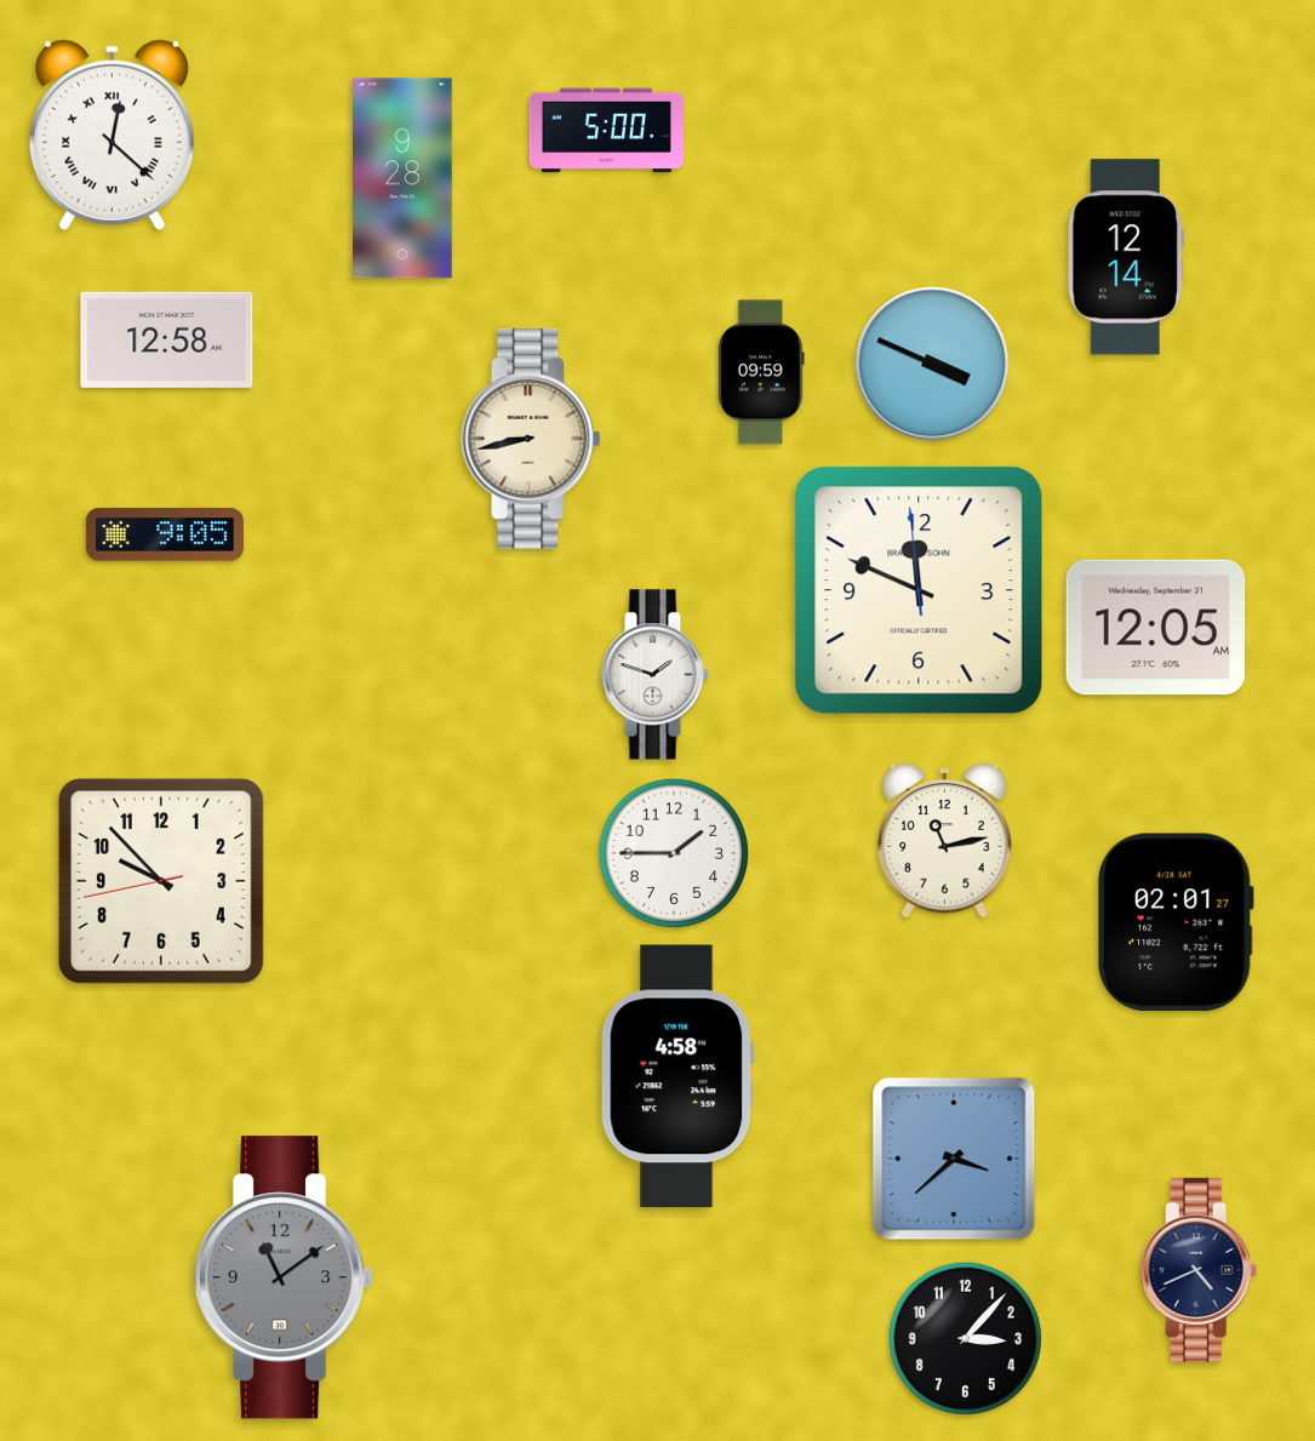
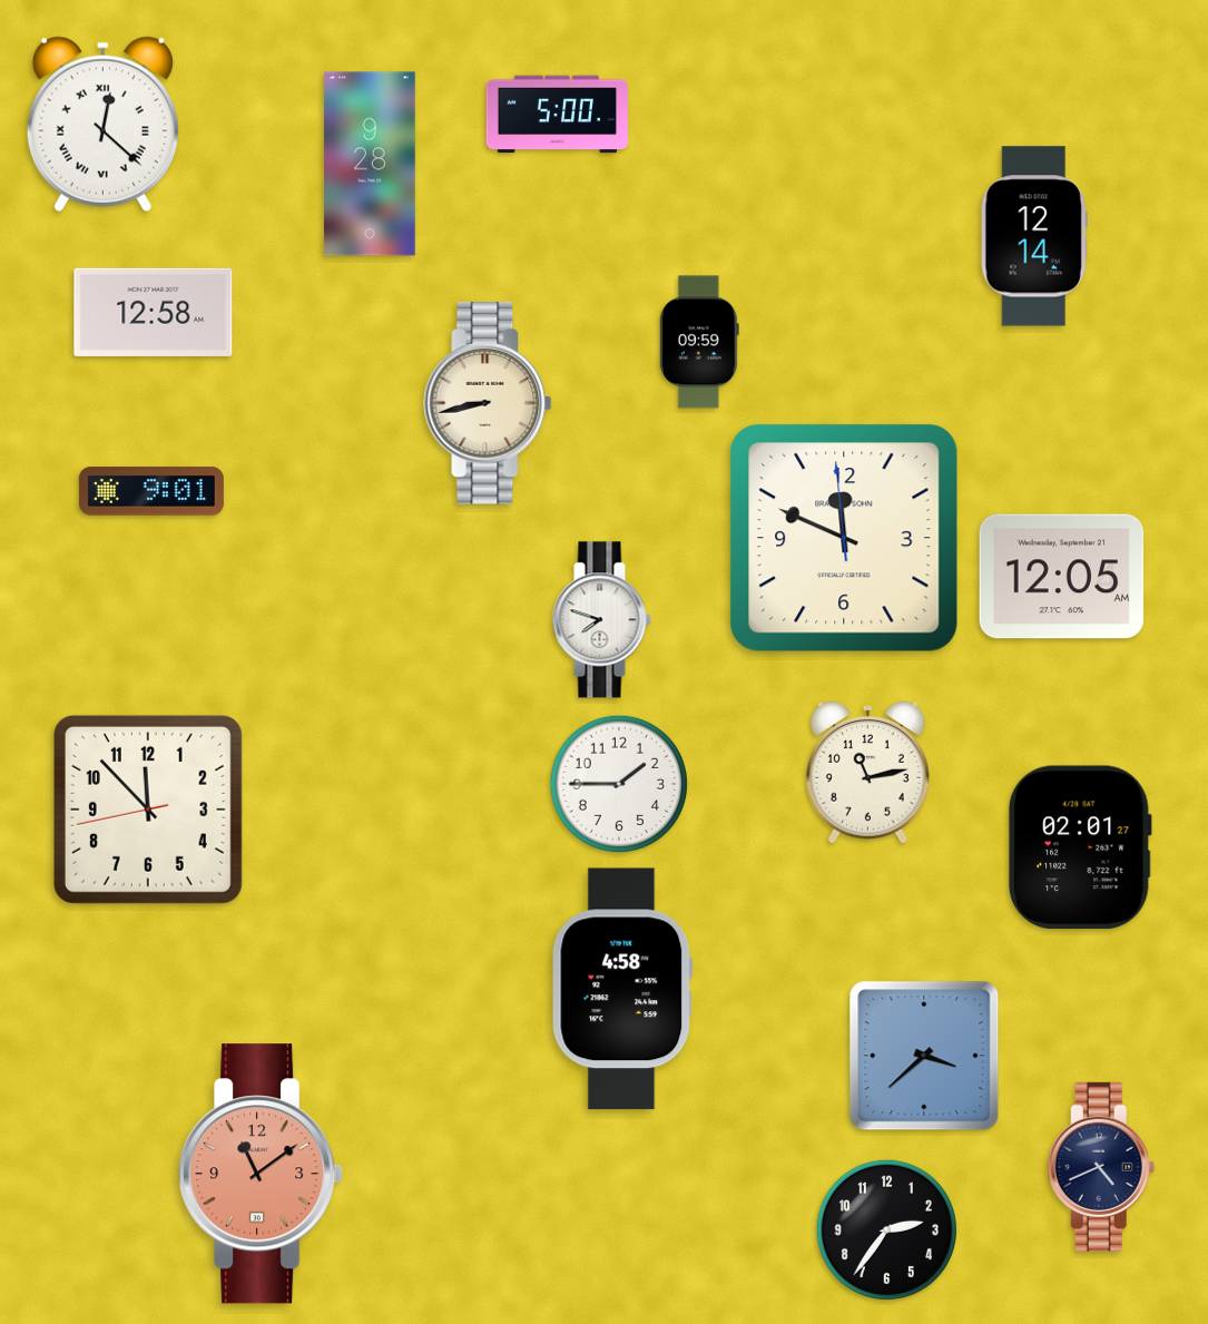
clock at (606, 131) position: (606, 131) -> (557, 115)
clock at (932, 364): 3:49 -> none
clock at (165, 534): 9:05 -> 9:01
clock at (919, 590) position: (919, 590) -> (844, 538)
clock at (654, 675): 1:48 -> 7:48
clock at (161, 881): 9:52 -> 11:52
clock at (954, 1159) position: (954, 1159) -> (924, 1056)
clock at (284, 1277) dial: grey -> salmon
clock at (965, 1338): 3:07 -> 2:36
